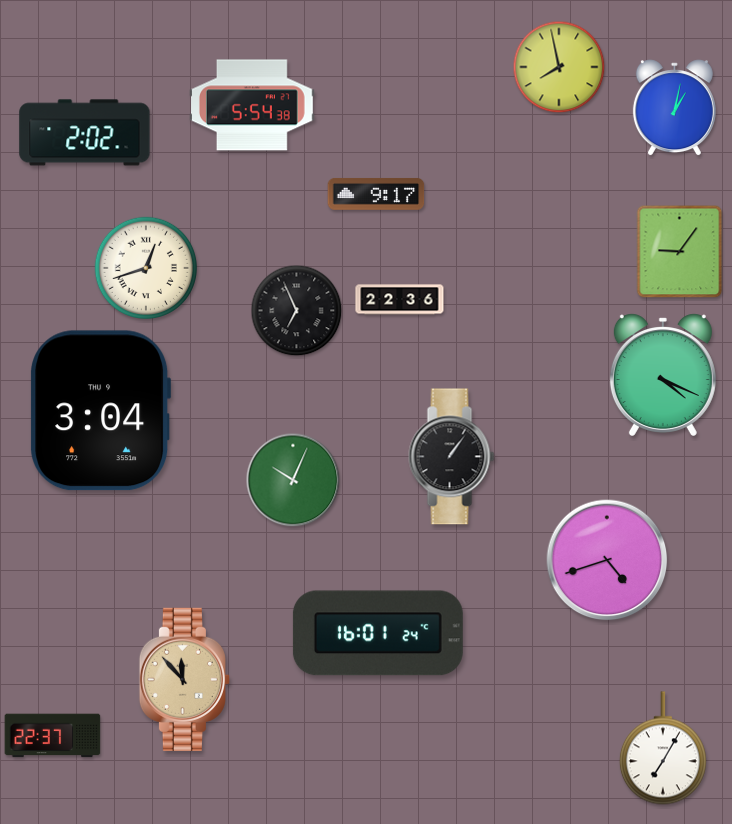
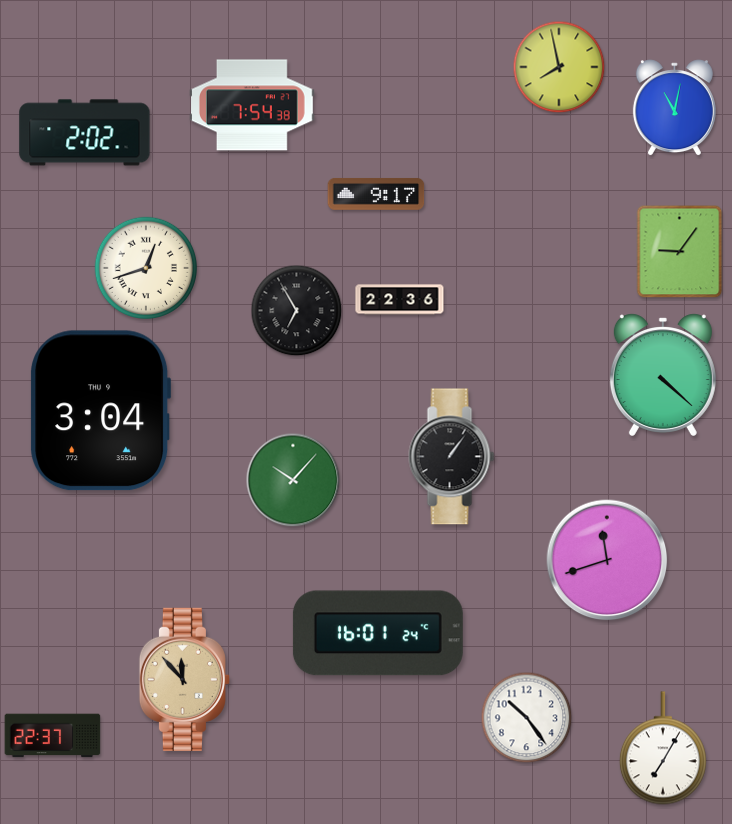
clock at (253, 105): 5:54 -> 7:54
clock at (674, 108): 1:02 -> 11:02
clock at (297, 311): 6:56 -> 6:55
clock at (663, 375): 4:19 -> 4:22
clock at (293, 480): 10:04 -> 10:07
clock at (607, 560): 4:42 -> 11:42
clock at (527, 718): none -> 10:24
